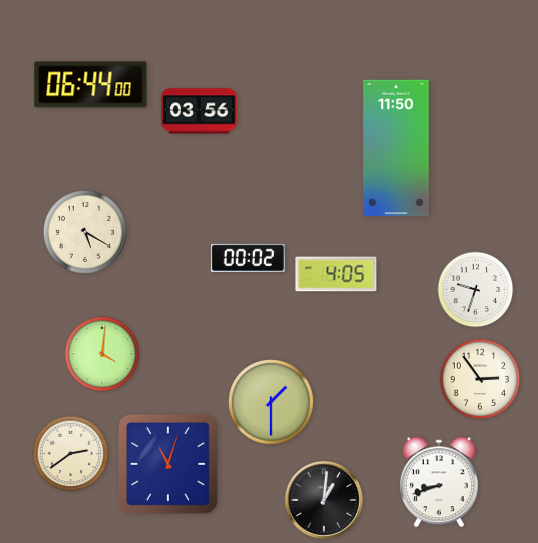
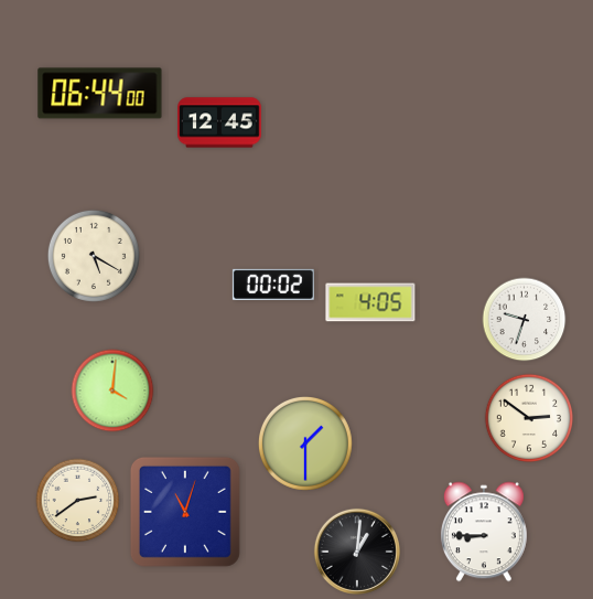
clock at (199, 111): 03:56 -> 12:45
clock at (396, 148): 11:50 -> none
clock at (480, 379): 2:54 -> 2:51
clock at (271, 402) position: (271, 402) -> (305, 443)
clock at (439, 482): 8:42 -> 8:45
